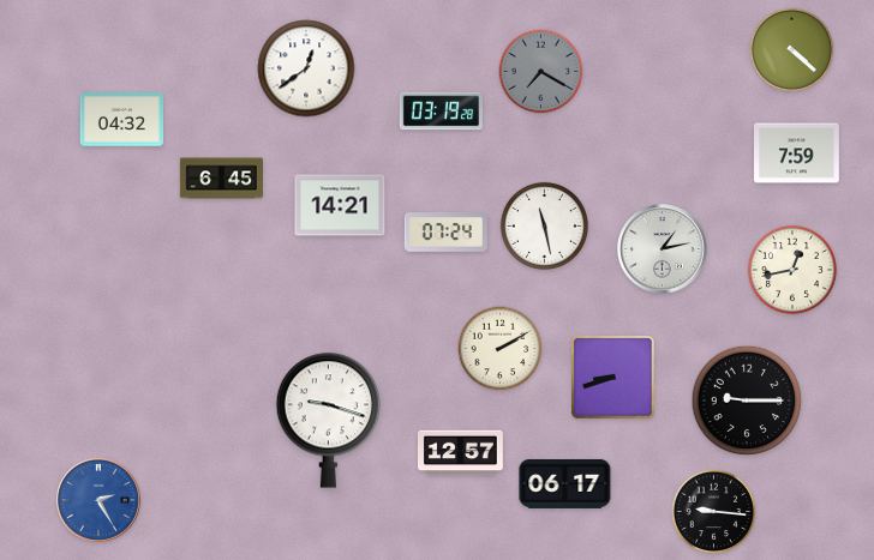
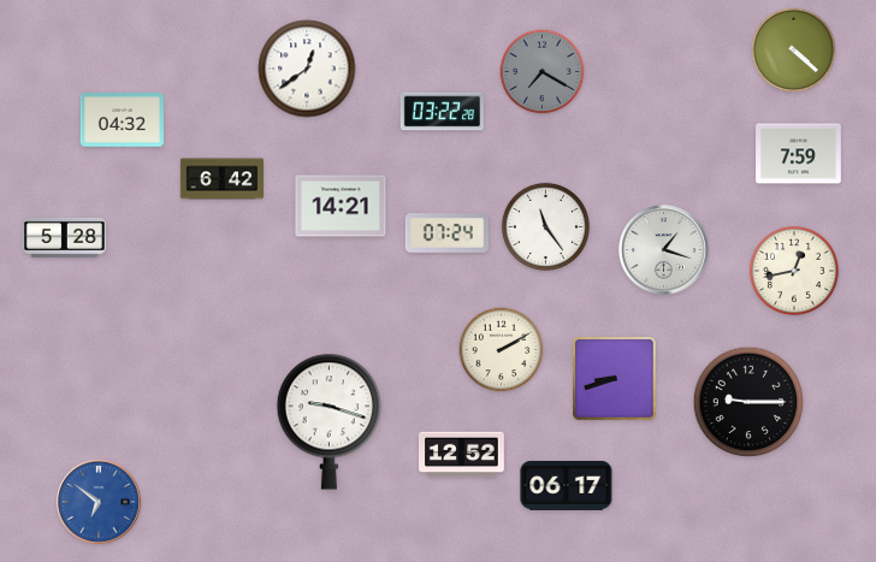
clock at (441, 112): 03:19 -> 03:22
clock at (221, 179): 6:45 -> 6:42
clock at (544, 225): 11:28 -> 11:24
clock at (64, 237): none -> 5:28
clock at (663, 249): 1:13 -> 1:18
clock at (461, 453): 12:57 -> 12:52
clock at (98, 500): 2:25 -> 6:51
clock at (714, 512): 9:16 -> none
